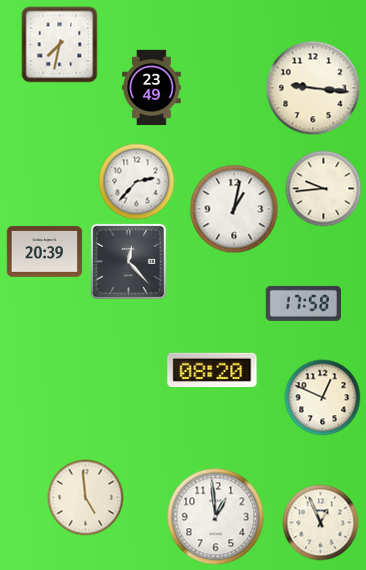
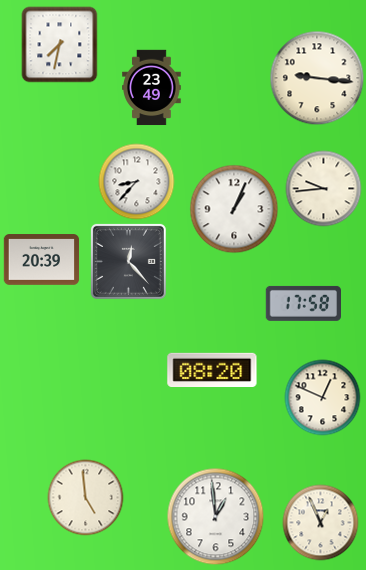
clock at (313, 88) position: (313, 88) -> (317, 78)
clock at (137, 182): 2:37 -> 8:37
clock at (234, 209): 1:02 -> 1:04
clock at (45, 252) position: (45, 252) -> (42, 260)
